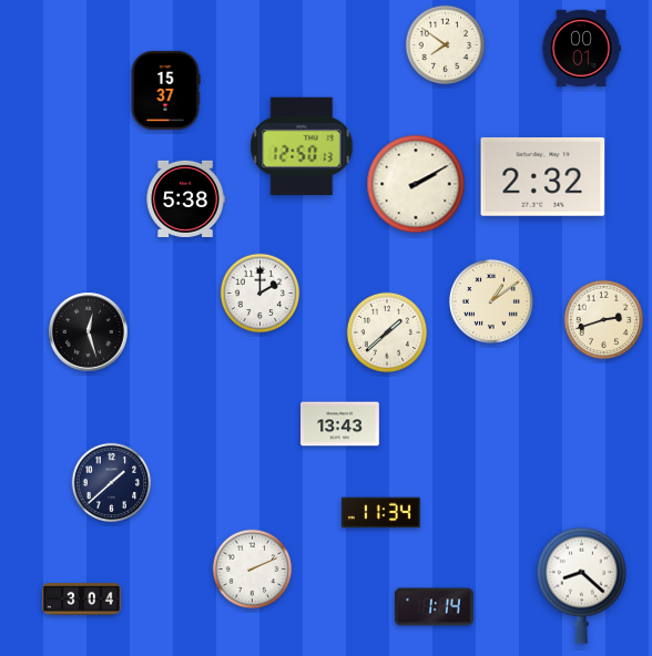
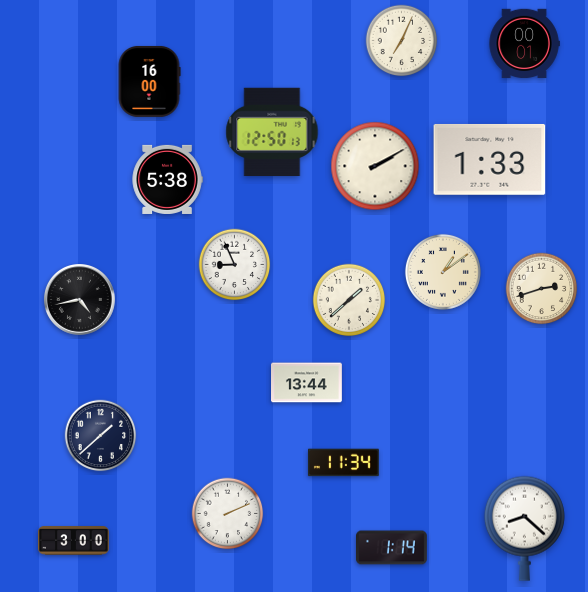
clock at (446, 45): 7:51 -> 7:04
clock at (165, 90): 15:37 -> 16:00
clock at (543, 176): 2:32 -> 1:33
clock at (261, 294): 2:00 -> 8:56
clock at (604, 320) position: (604, 320) -> (542, 289)
clock at (89, 332): 12:27 -> 4:43
clock at (340, 424): 13:43 -> 13:44
clock at (82, 599): 3:04 -> 3:00
